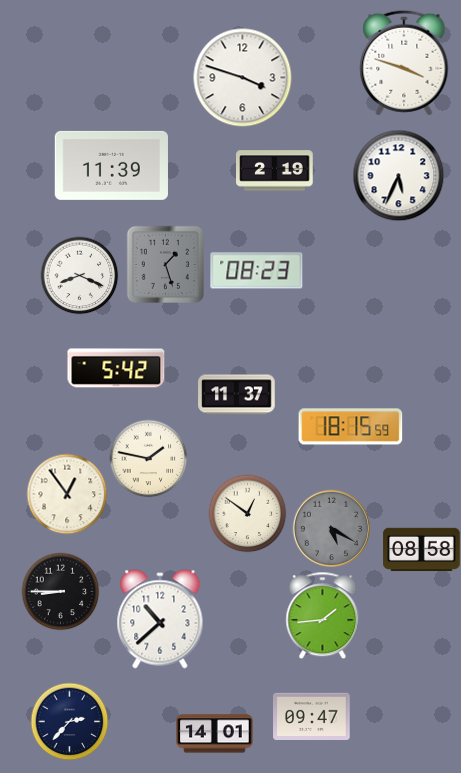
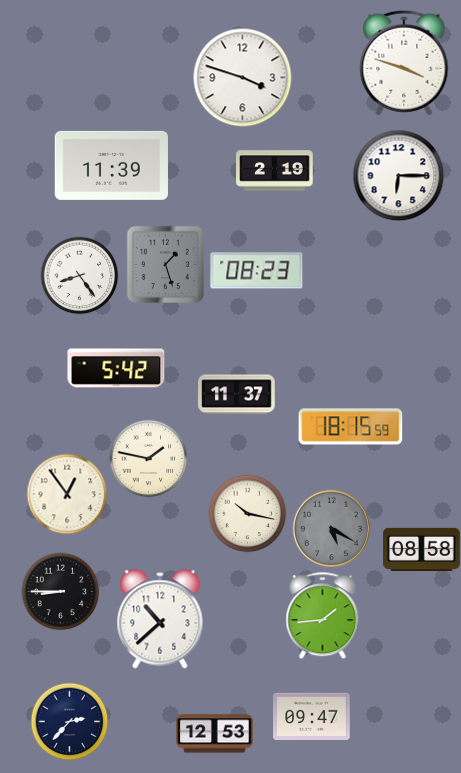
clock at (398, 175): 5:34 -> 6:15
clock at (79, 275): 8:19 -> 8:24
clock at (247, 513): 12:51 -> 10:17
clock at (215, 734): 14:01 -> 12:53
